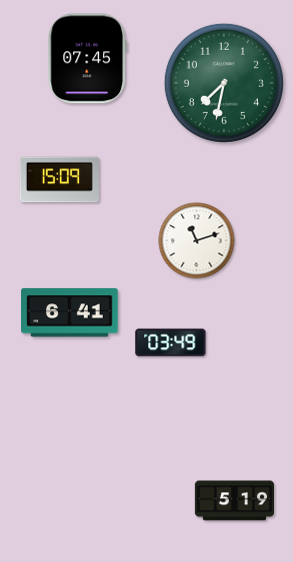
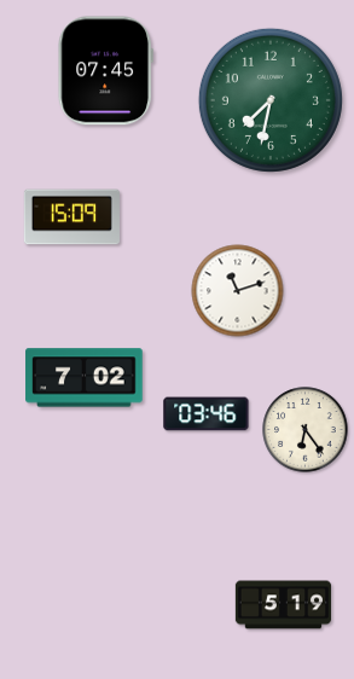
clock at (70, 313): 6:41 -> 7:02
clock at (171, 343): 03:49 -> 03:46
clock at (306, 430): none -> 6:24
